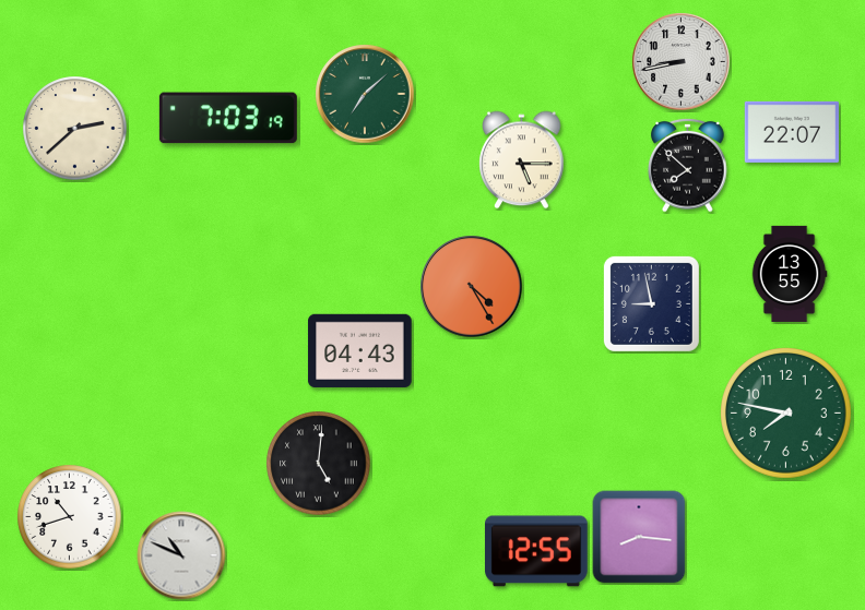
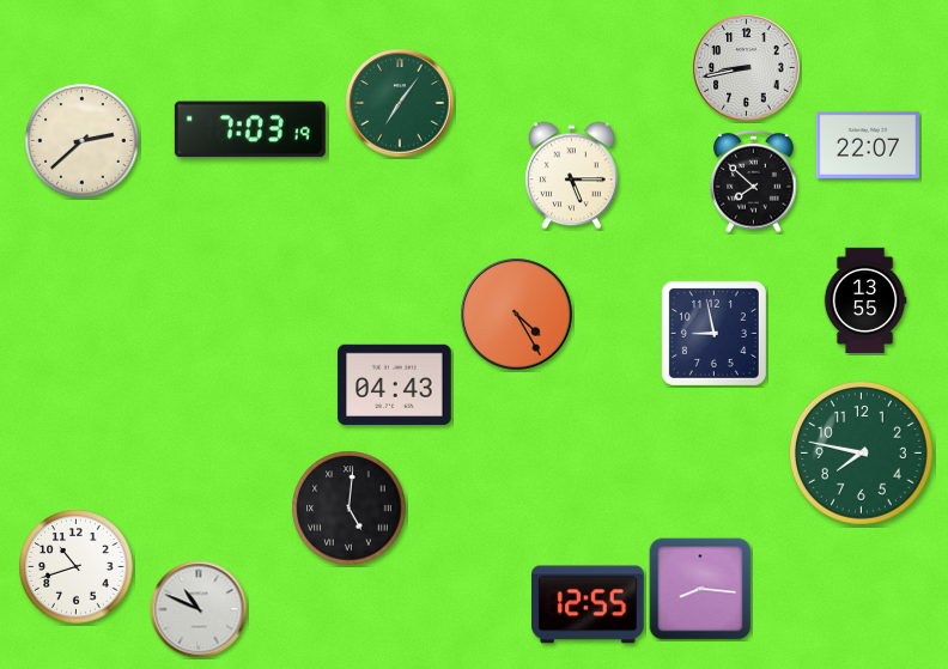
clock at (365, 94): 7:08 -> 7:06
